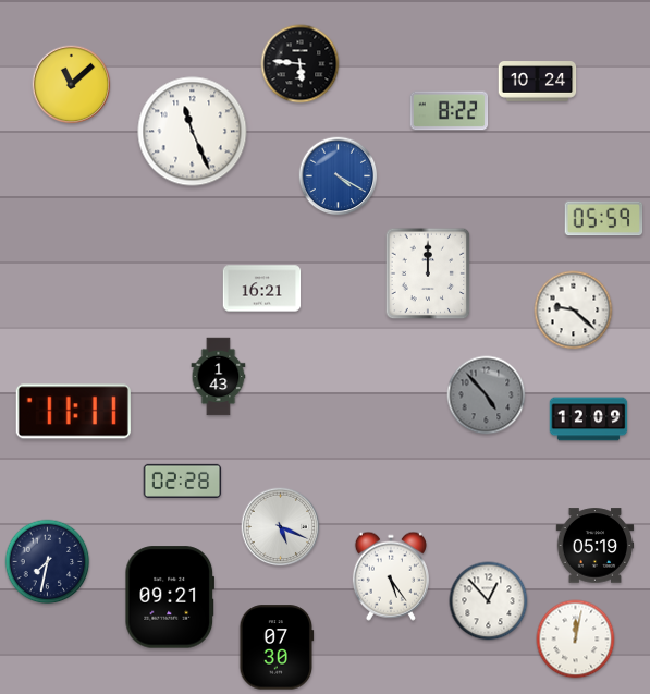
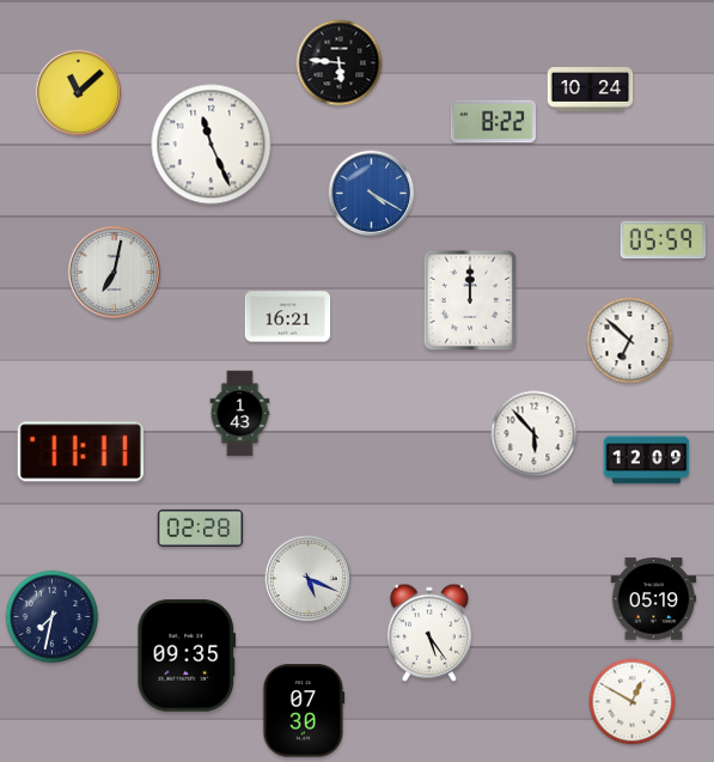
clock at (301, 64) position: (301, 64) -> (340, 63)
clock at (114, 272): none -> 7:02
clock at (574, 311): 9:22 -> 6:52
clock at (487, 395): 4:53 -> 5:53
clock at (487, 395) dial: grey -> white
clock at (170, 597): 09:21 -> 09:35
clock at (489, 601): 12:53 -> none
clock at (576, 640): 12:02 -> 12:50
